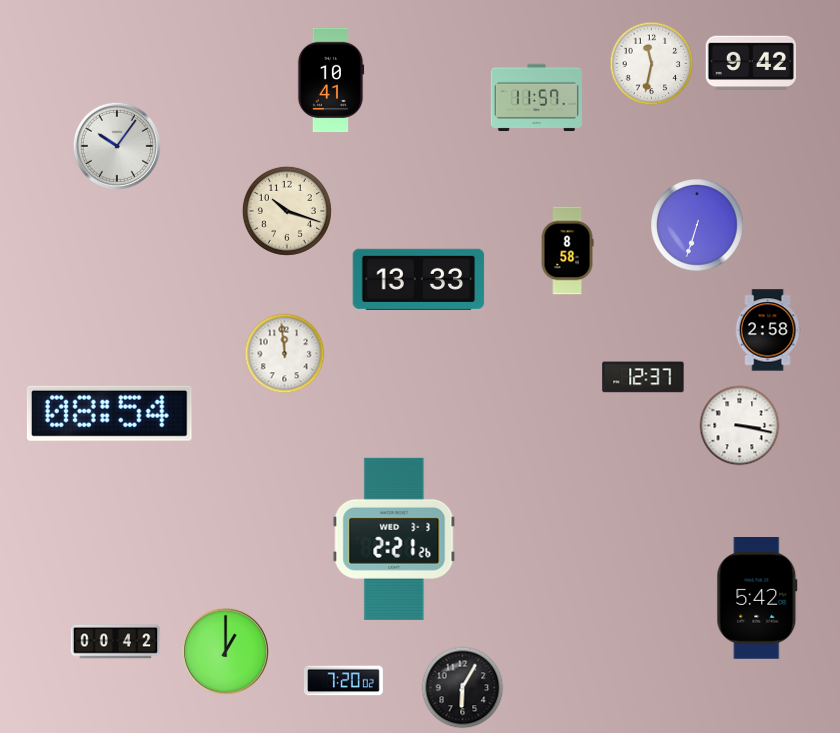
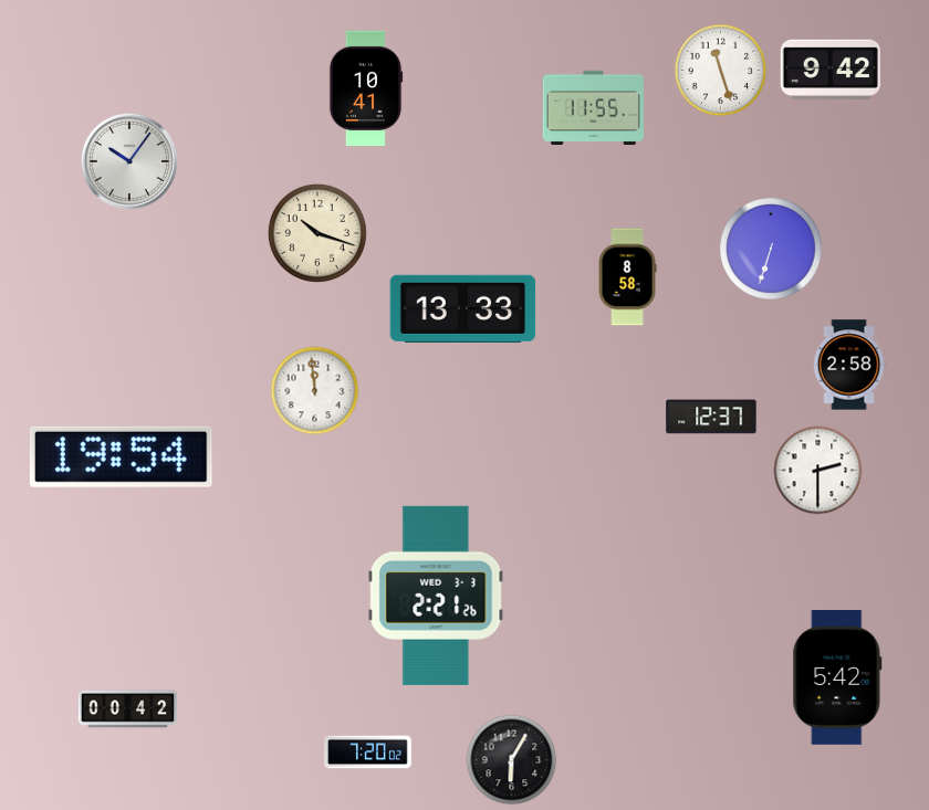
clock at (652, 64): 11:32 -> 11:27
clock at (536, 98): 11:57 -> 11:55
clock at (109, 413): 08:54 -> 19:54
clock at (740, 426): 3:17 -> 2:30
clock at (757, 599) position: (757, 599) -> (837, 678)
clock at (225, 651): 1:00 -> none
clock at (344, 681) position: (344, 681) -> (368, 753)
